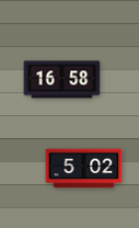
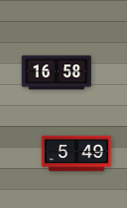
clock at (84, 169): 5:02 -> 5:49
